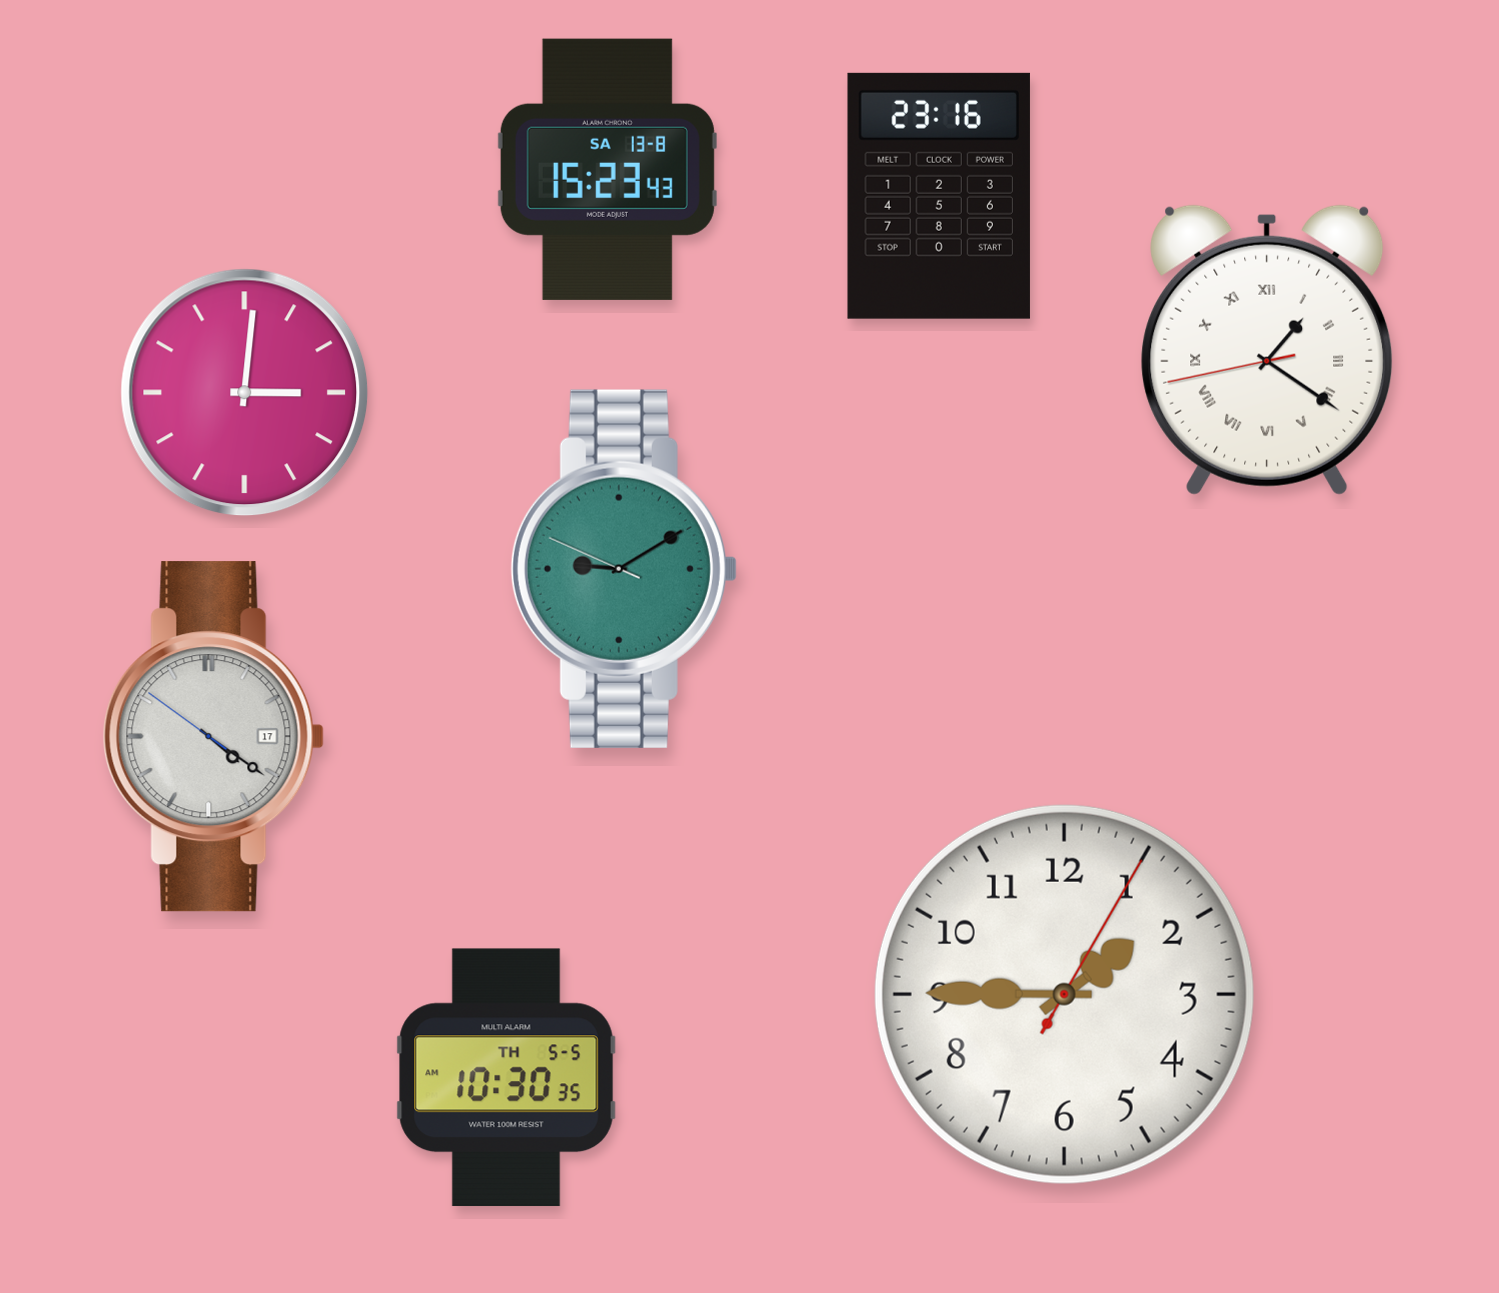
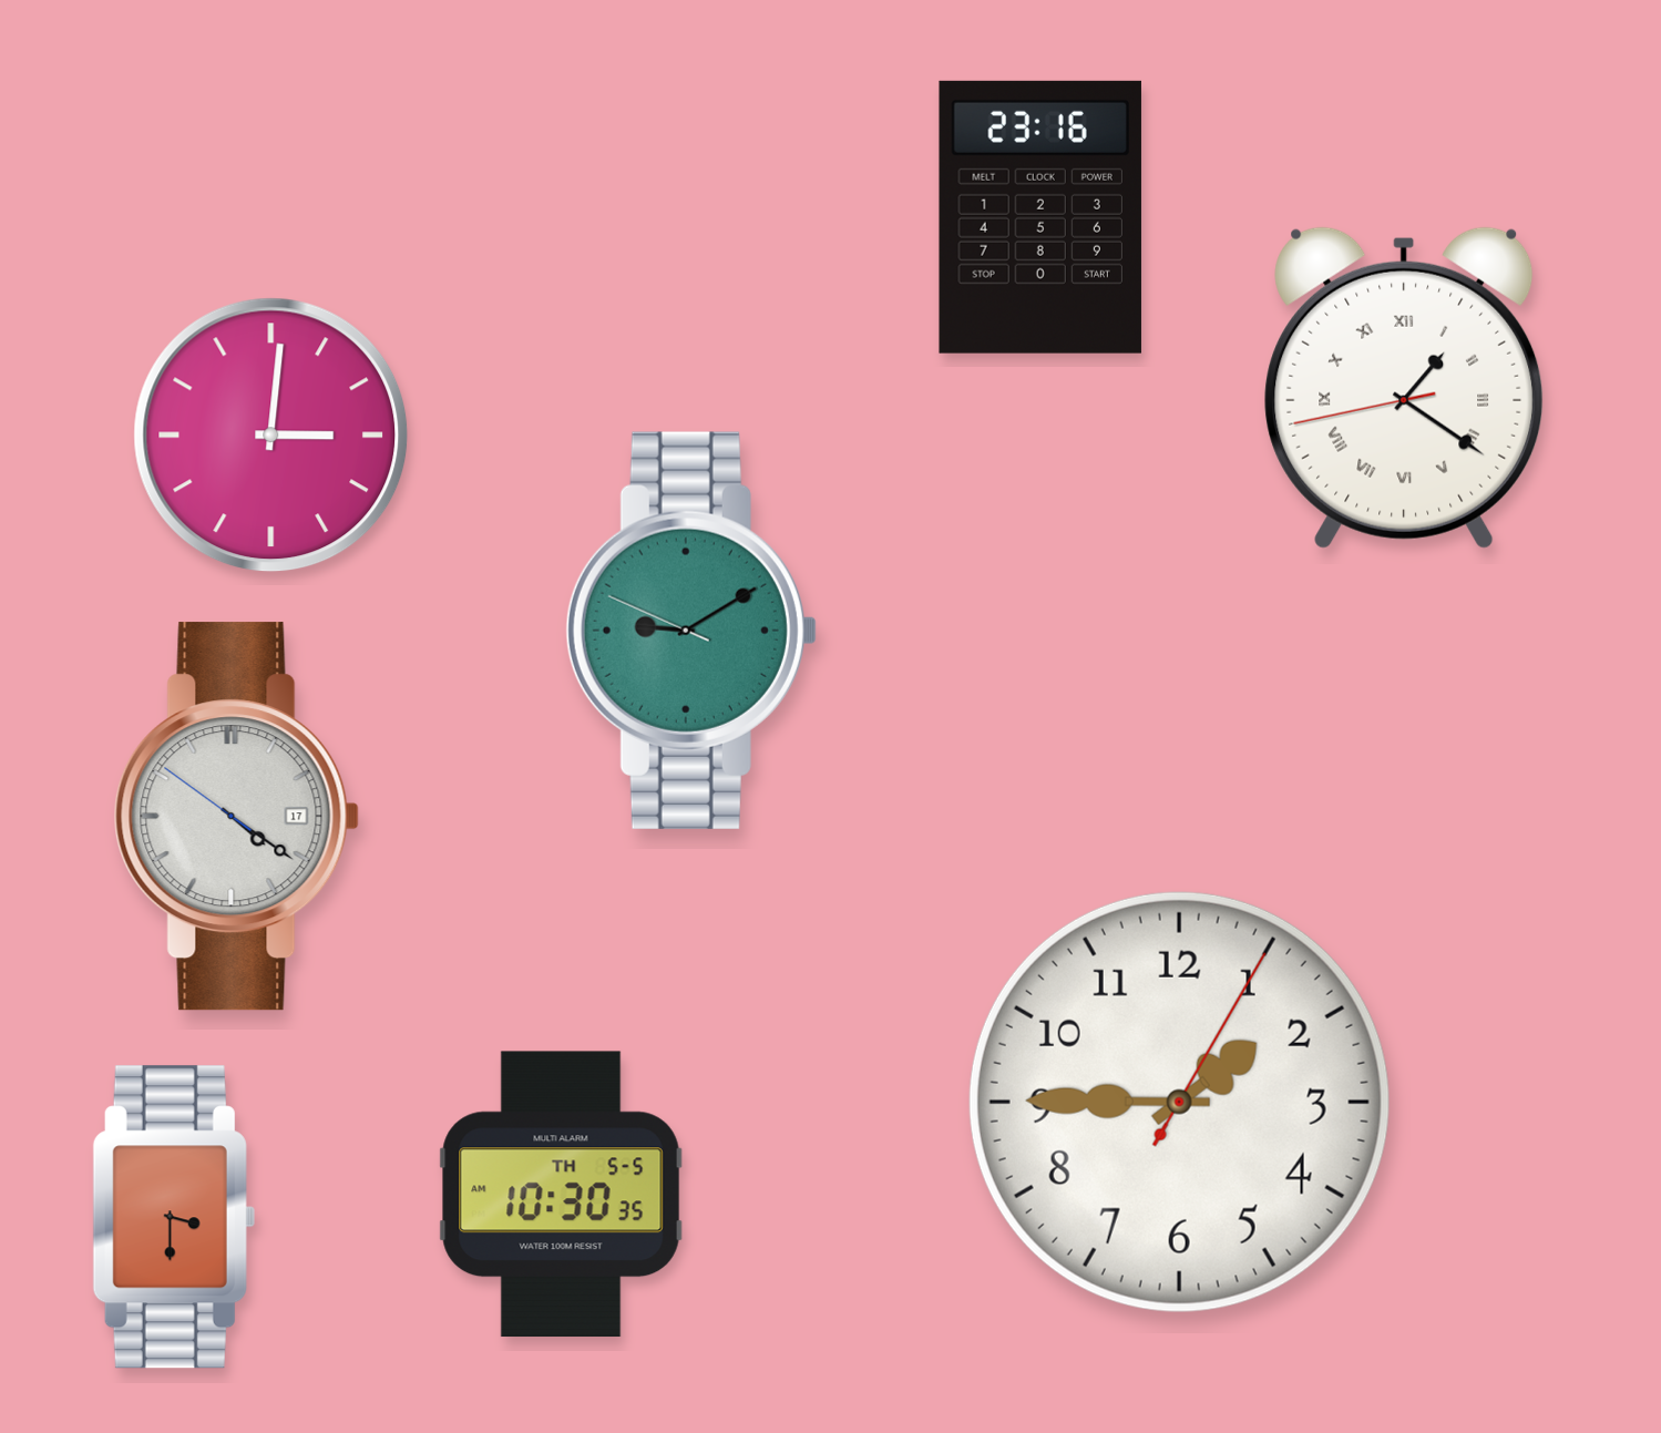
clock at (607, 169): 15:23 -> none
clock at (174, 1217): none -> 3:30
